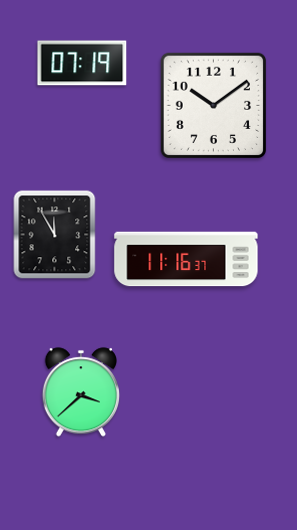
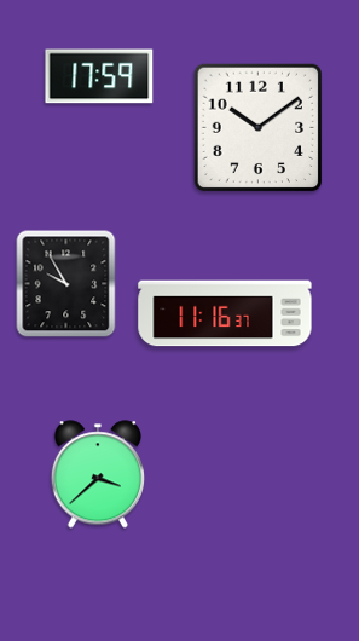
clock at (82, 63): 07:19 -> 17:59
clock at (55, 235): 11:55 -> 9:55
